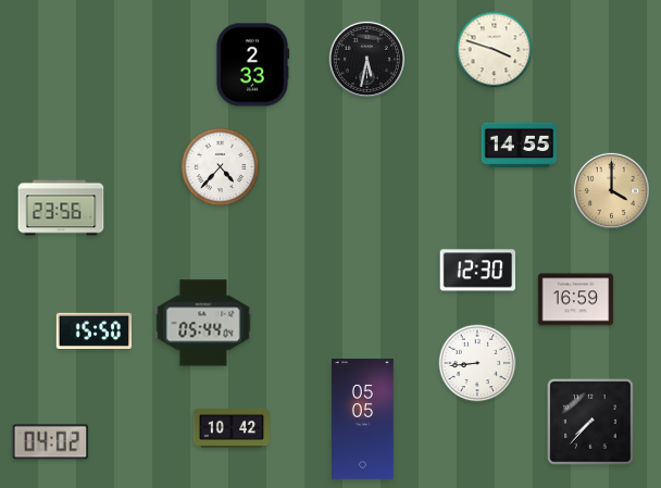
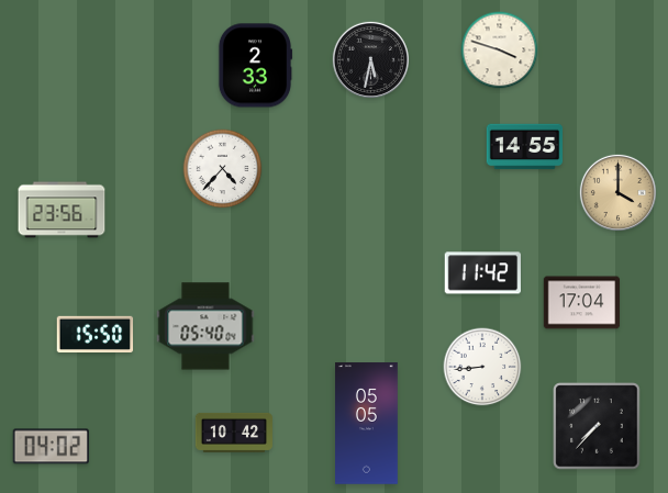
clock at (477, 271): 12:30 -> 11:42
clock at (576, 300): 16:59 -> 17:04
clock at (203, 323): 05:44 -> 05:40
